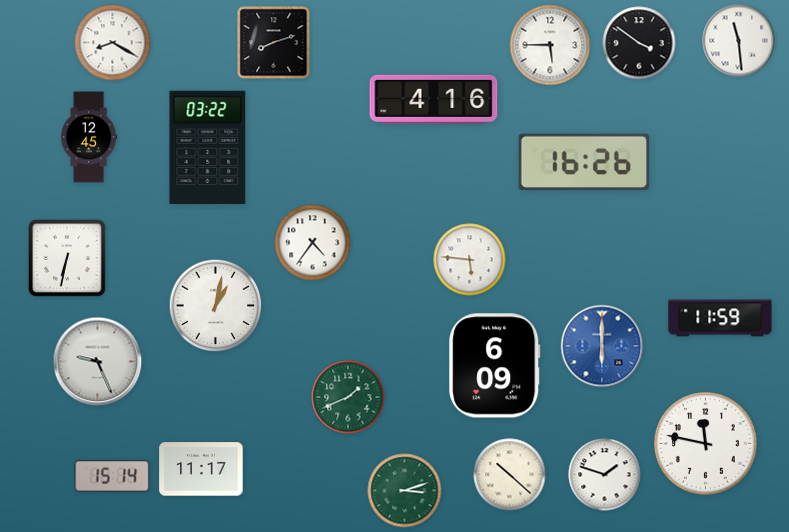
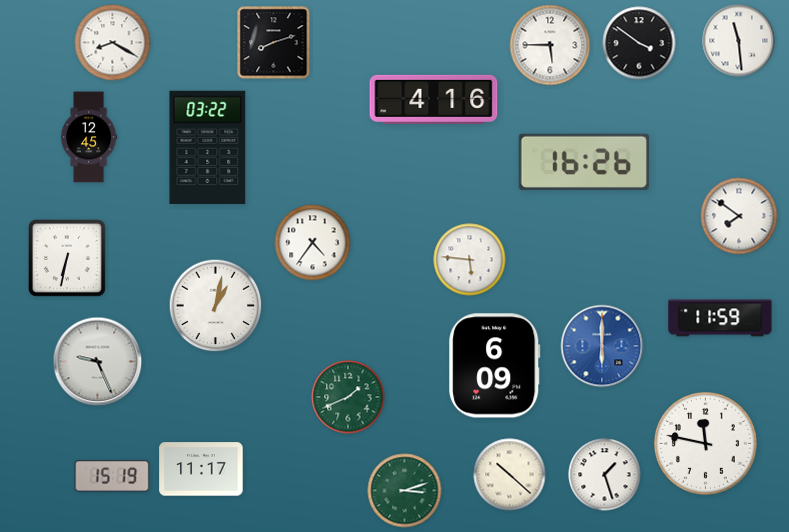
clock at (739, 216): none -> 7:51
clock at (605, 475): 1:48 -> 1:27
clock at (112, 476): 15:14 -> 15:19
